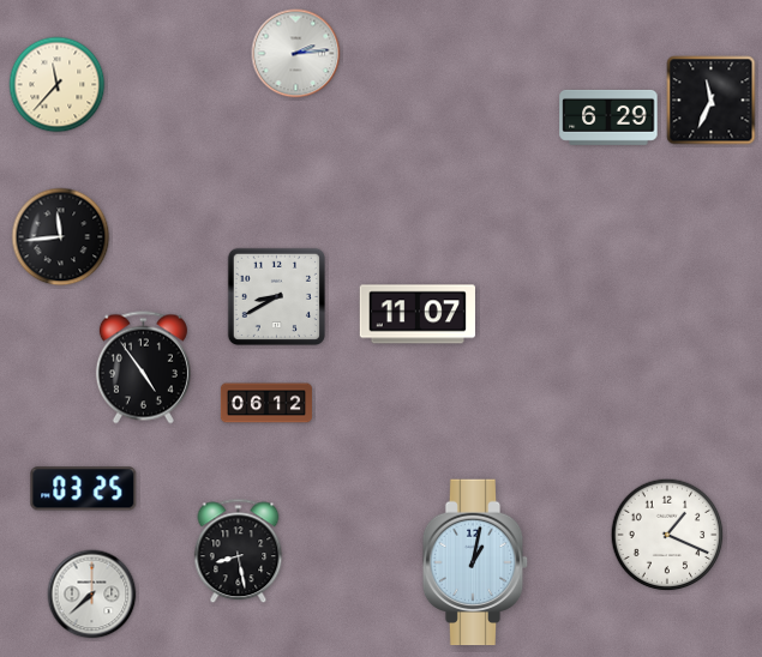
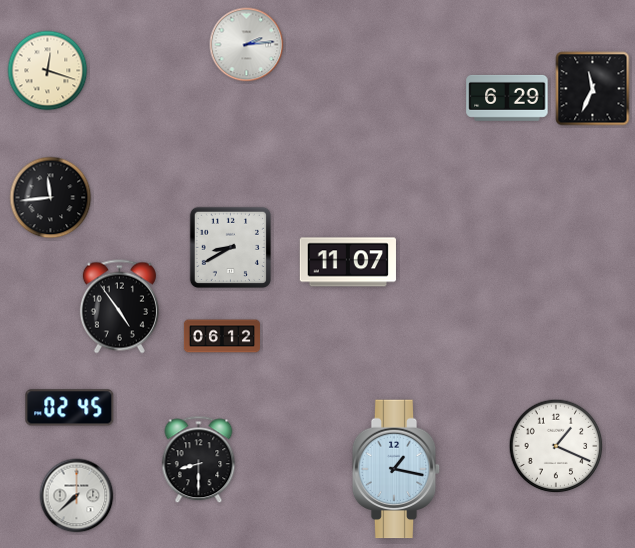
clock at (58, 85): 11:37 -> 12:18
clock at (712, 101) position: (712, 101) -> (593, 89)
clock at (84, 489): 03:25 -> 02:45
clock at (239, 551): 8:28 -> 8:30
clock at (475, 562): 1:02 -> 1:17
